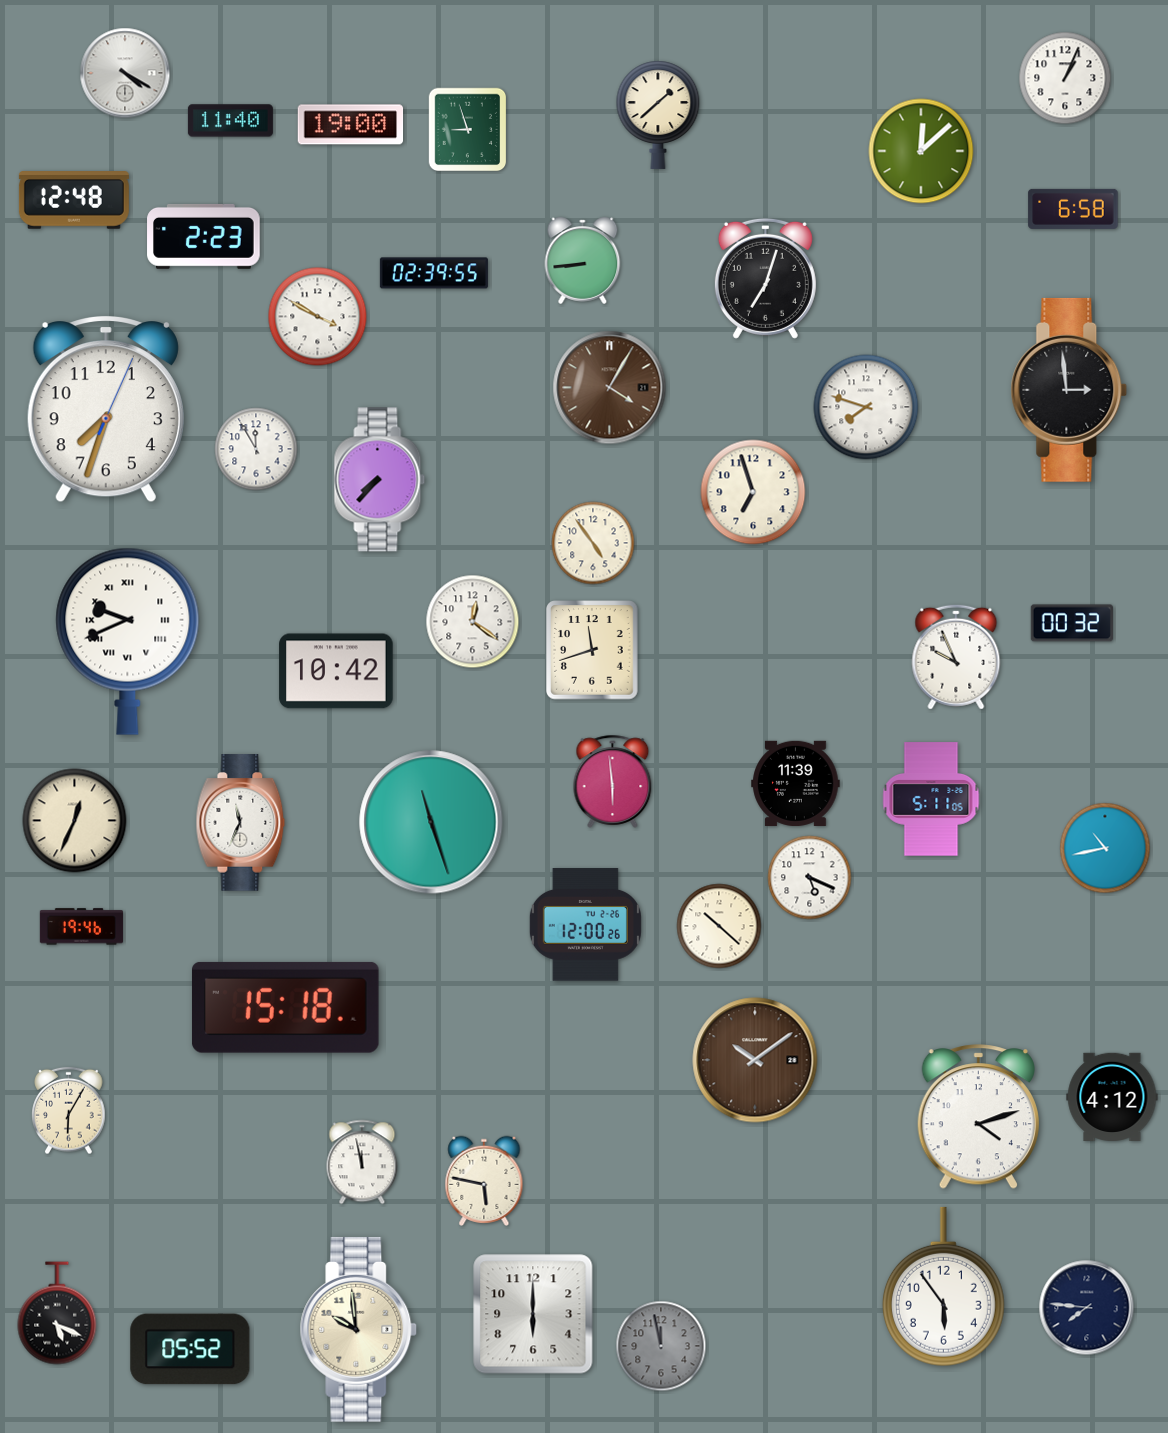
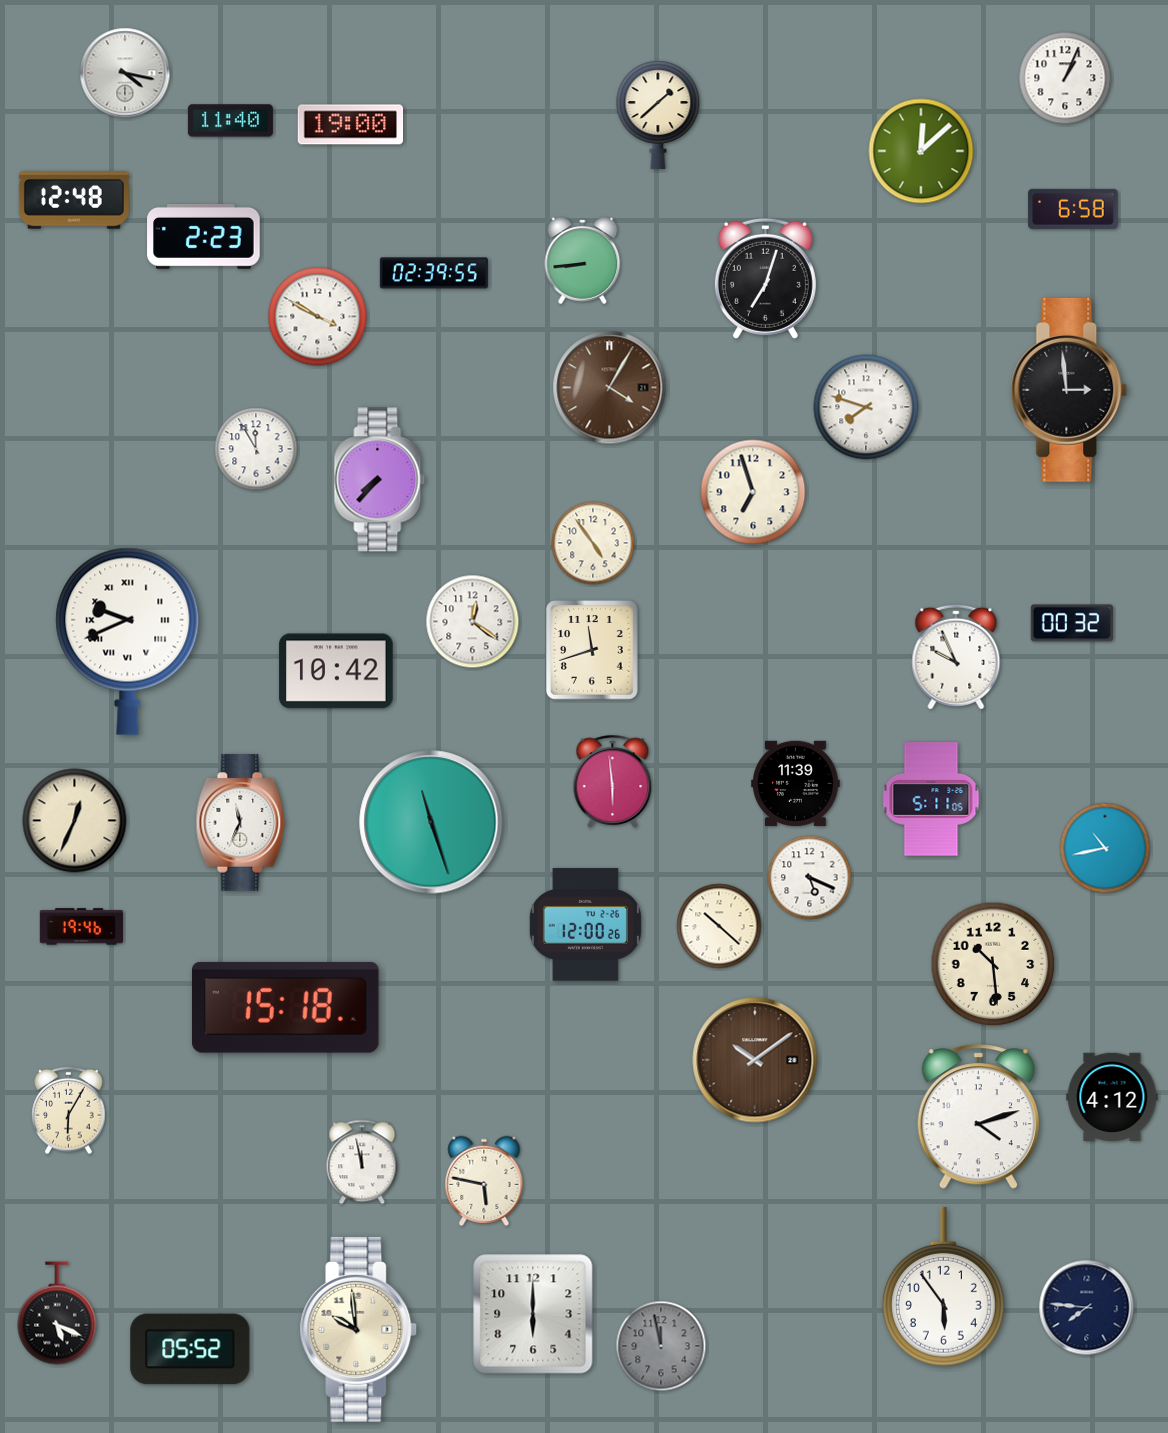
clock at (125, 73): 4:20 -> 4:17
clock at (468, 130): 8:57 -> none
clock at (106, 410): 7:33 -> none
clock at (993, 964): none -> 10:29
